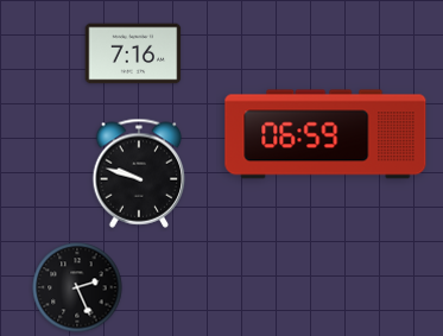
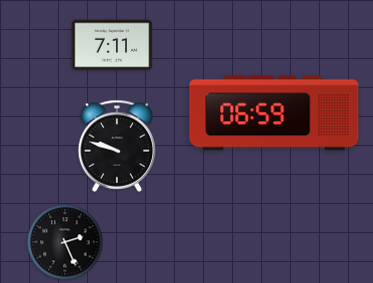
clock at (133, 53): 7:16 -> 7:11
